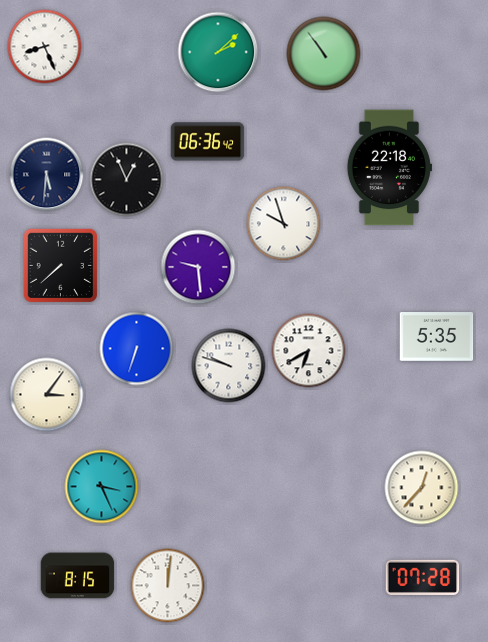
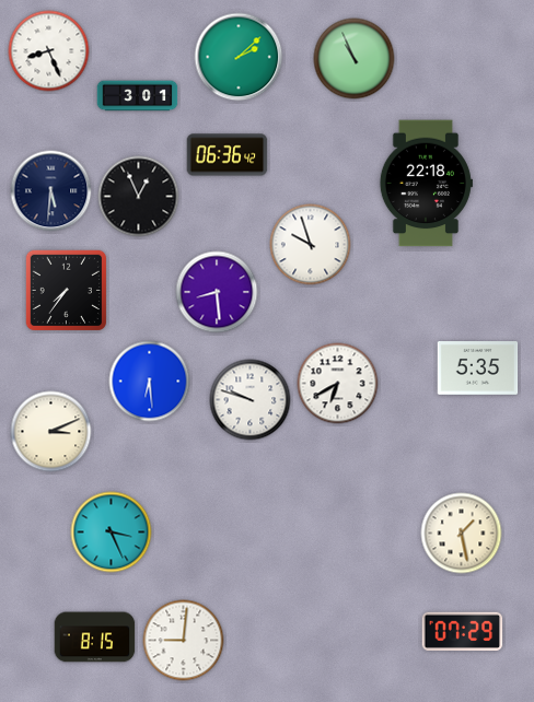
clock at (324, 54): 10:54 -> 10:56
clock at (138, 96): none -> 3:01
clock at (60, 265): 7:38 -> 7:36
clock at (198, 267): 9:29 -> 8:29
clock at (137, 349): 6:33 -> 6:29
clock at (47, 395): 3:06 -> 3:11
clock at (422, 488): 12:37 -> 1:28
clock at (78, 576) position: (78, 576) -> (95, 637)
clock at (423, 577): 07:28 -> 07:29
clock at (168, 586): 12:01 -> 9:01
